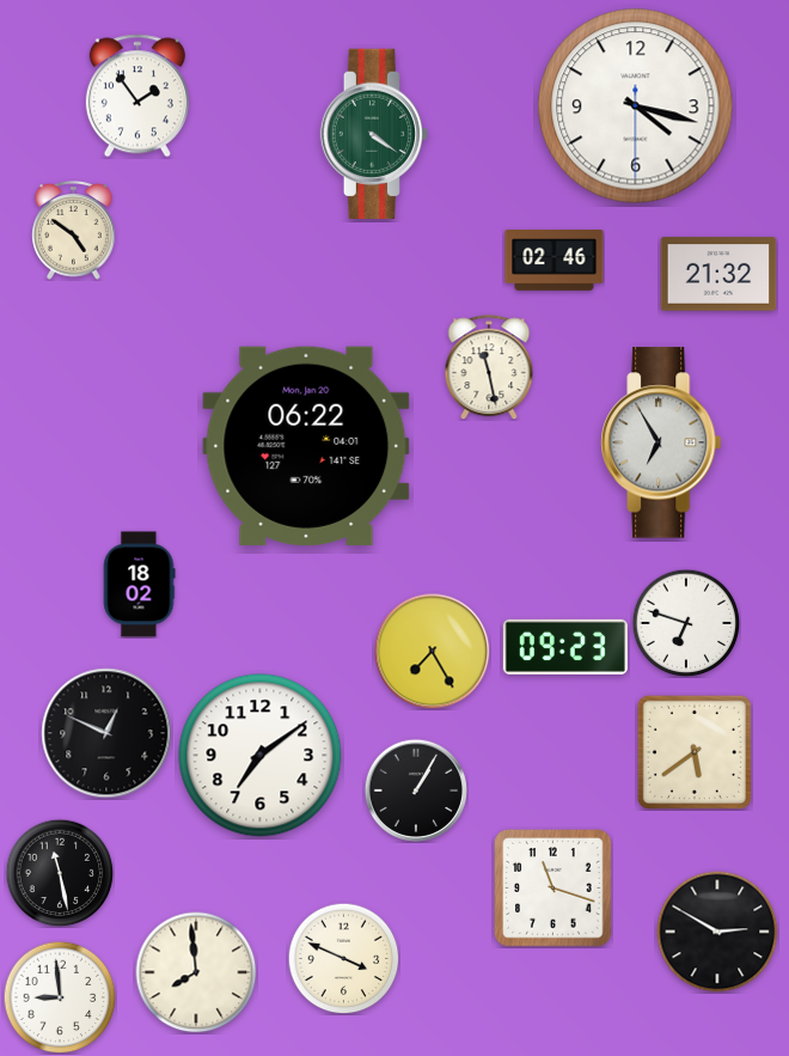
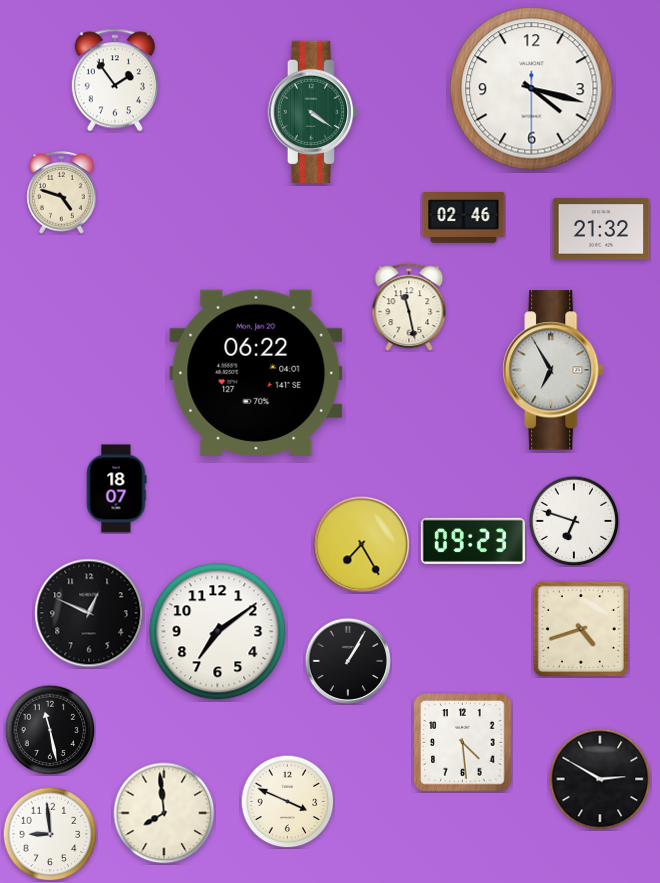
clock at (74, 231): 4:51 -> 4:48
clock at (139, 585): 18:02 -> 18:07
clock at (695, 752): 5:39 -> 4:42
clock at (553, 889): 11:18 -> 4:29
